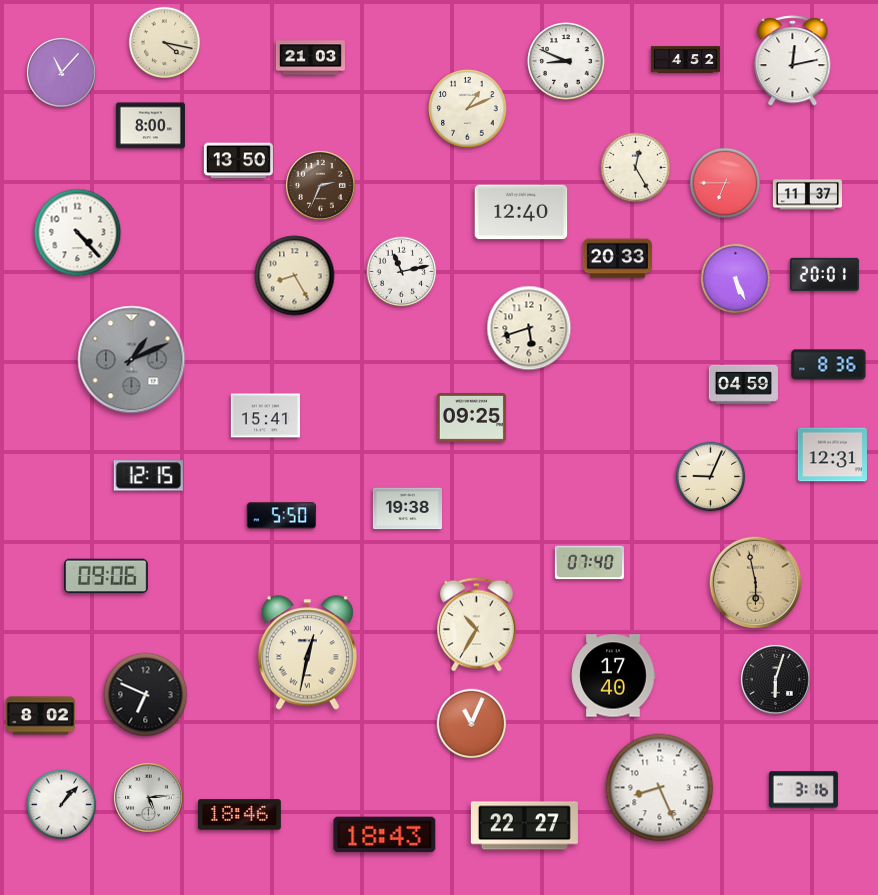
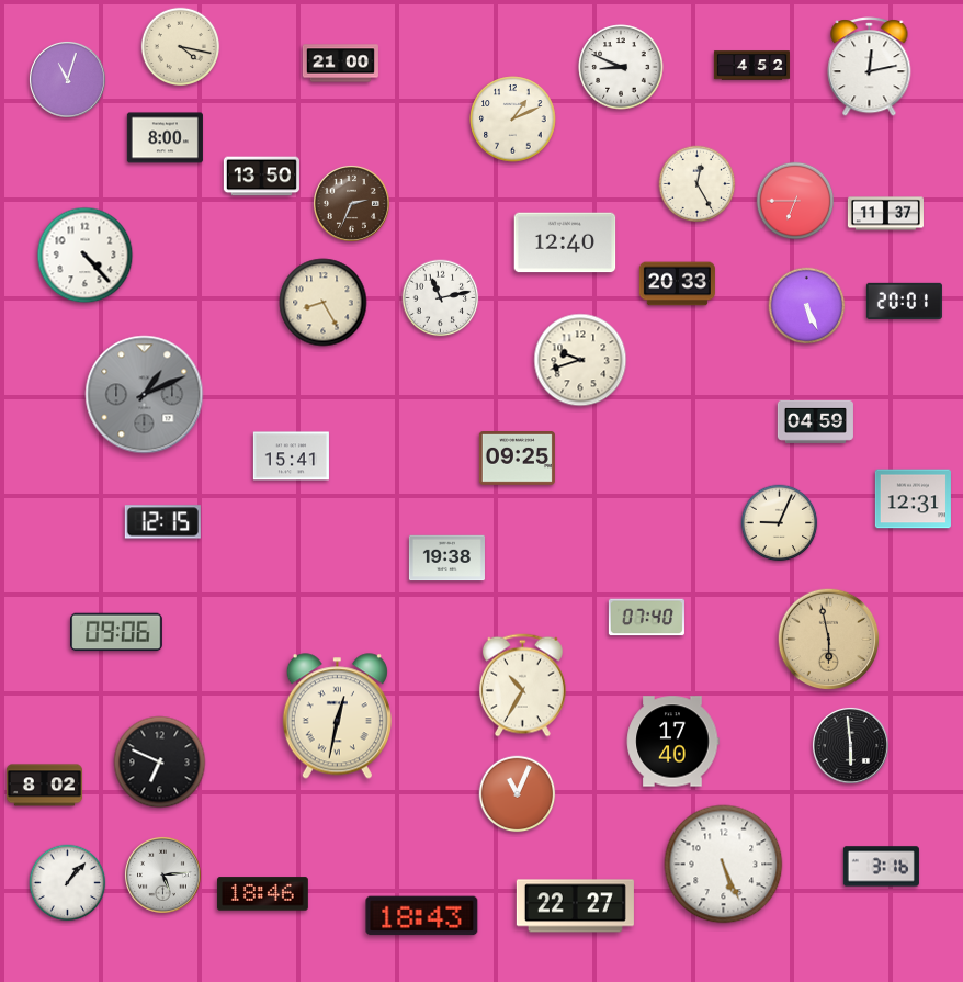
clock at (310, 58): 21:03 -> 21:00
clock at (61, 72): 11:07 -> 11:03
clock at (521, 212) position: (521, 212) -> (565, 242)
clock at (529, 328): 5:42 -> 9:42
clock at (829, 365): 8:36 -> none
clock at (281, 516): 5:50 -> none
clock at (775, 679): 6:03 -> 5:59
clock at (660, 788): 8:26 -> 5:26
